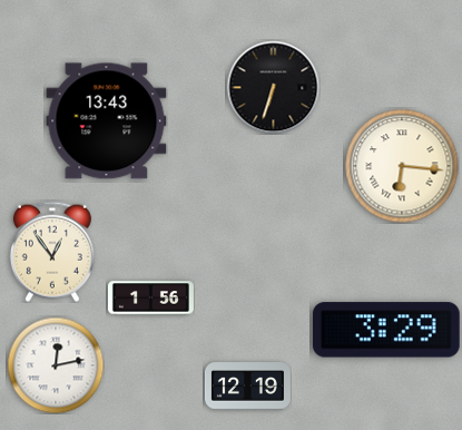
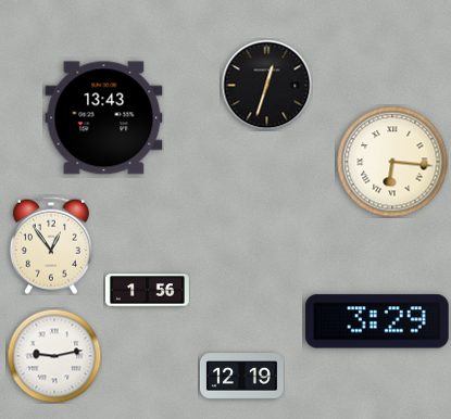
clock at (273, 87): 6:33 -> 12:33
clock at (56, 365): 12:13 -> 9:13
